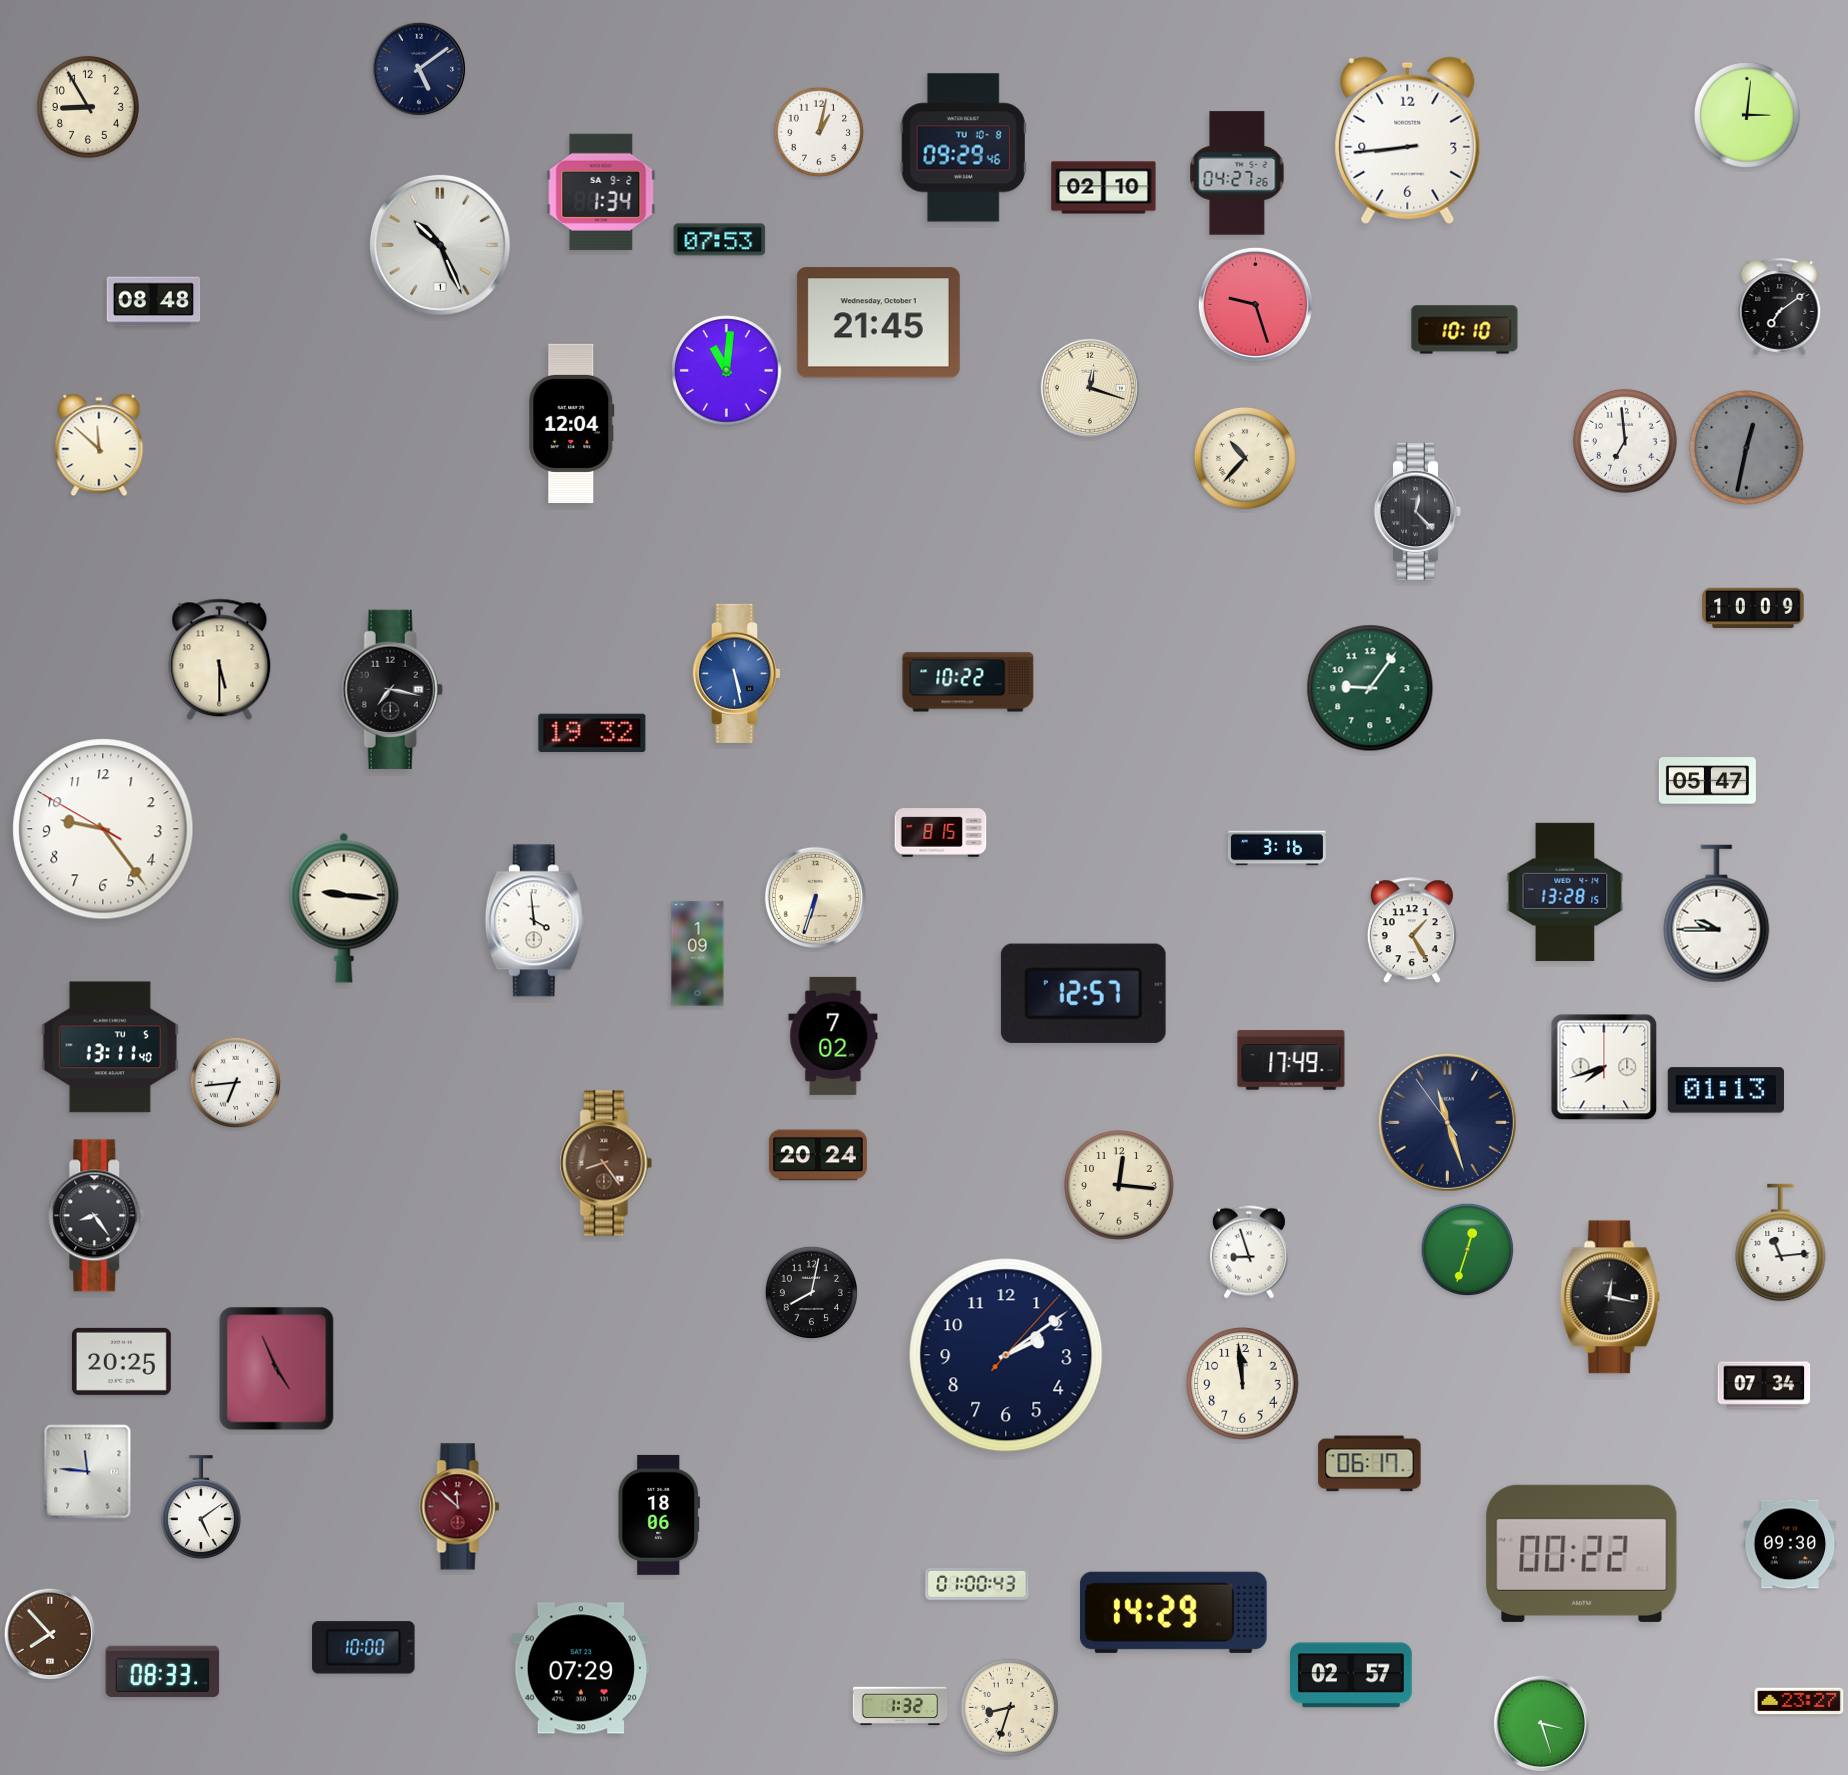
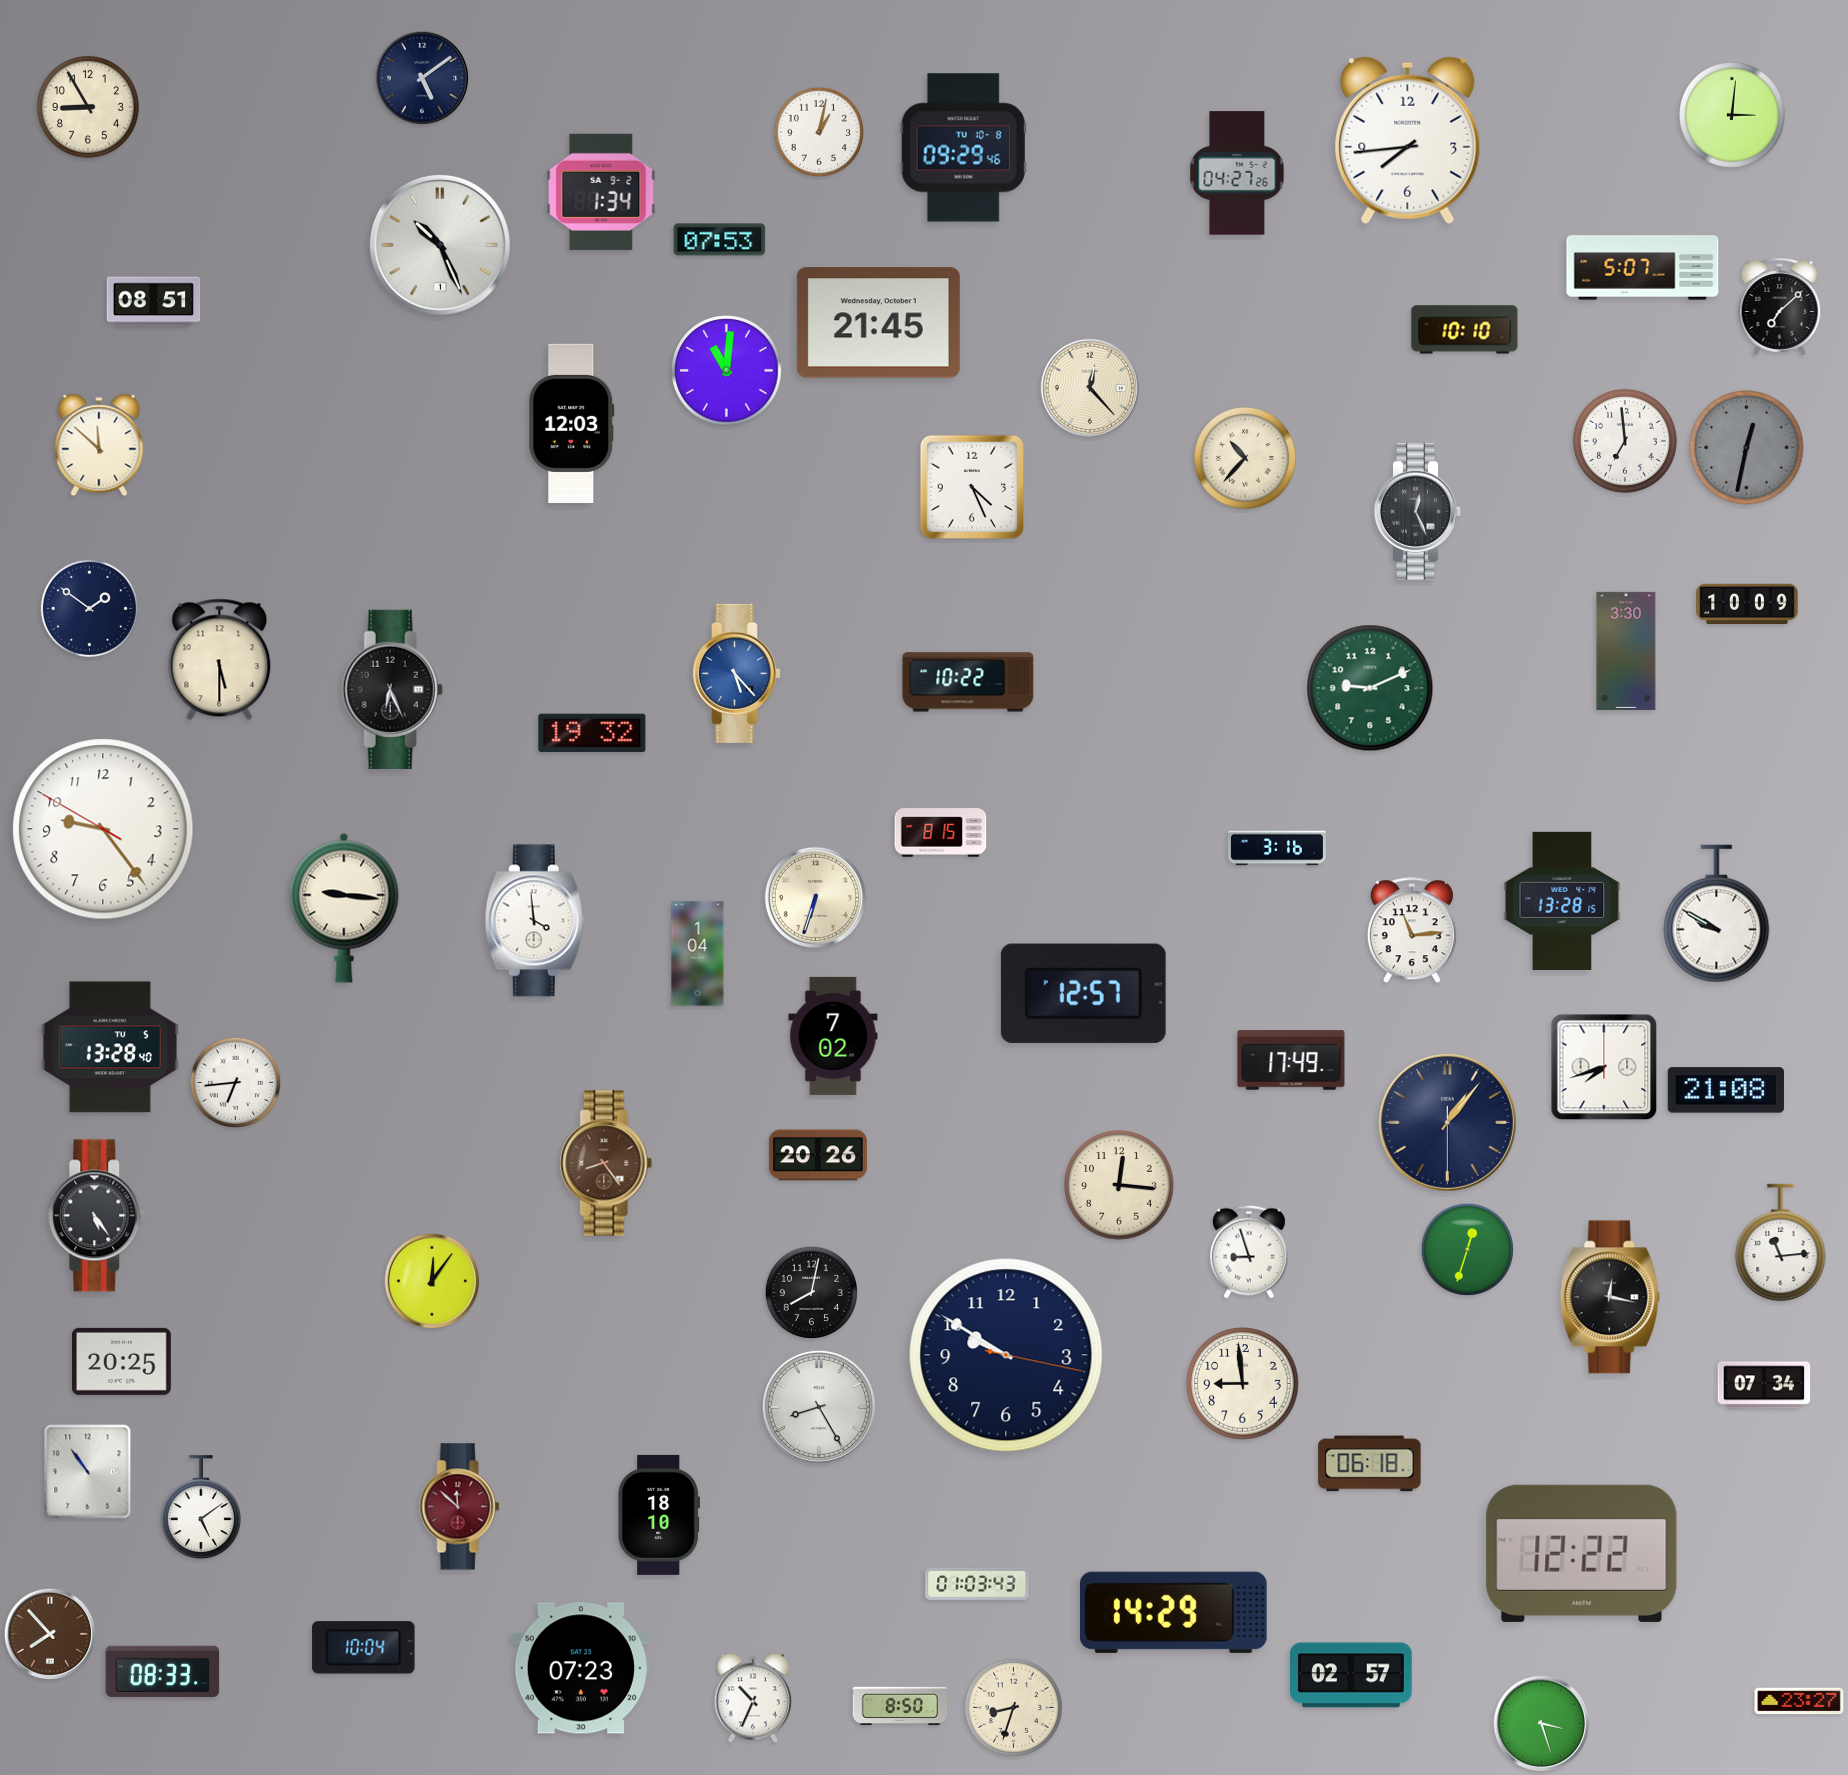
clock at (419, 69) position: (419, 69) -> (422, 78)
clock at (1748, 116) position: (1748, 116) -> (1733, 116)
clock at (1408, 140): 8:44 -> 7:44
clock at (1104, 188): 02:10 -> none
clock at (1643, 268): none -> 5:07
clock at (154, 302): 08:48 -> 08:51
clock at (1255, 304): 9:27 -> none
clock at (1780, 307): 7:09 -> 7:08
clock at (1089, 387): 12:18 -> 12:23
clock at (572, 423): 12:04 -> 12:03
clock at (972, 487): none -> 4:26
clock at (1418, 511): 12:23 -> 12:26
clock at (89, 608): none -> 1:51
clock at (1753, 608) position: (1753, 608) -> (1747, 604)
clock at (1626, 651): none -> 3:30
clock at (736, 673): 5:28 -> 5:23
clock at (1370, 688): 9:06 -> 9:11
clock at (392, 689): 7:17 -> 6:26
clock at (1707, 781): 05:47 -> none
clock at (1565, 892) position: (1565, 892) -> (1562, 901)
clock at (1717, 914): 9:45 -> 9:50
clock at (1412, 931): 1:25 -> 11:14
clock at (698, 954): 1:09 -> 1:04
clock at (110, 1047): 13:11 -> 13:28
clock at (1726, 1090): 01:13 -> 21:08
clock at (1447, 1122): 11:26 -> 1:06
clock at (818, 1155): 20:24 -> 20:26
clock at (97, 1216): 8:24 -> 5:24
clock at (432, 1280): none -> 12:06
clock at (1006, 1355): 2:09 -> 9:50
clock at (277, 1369): 4:56 -> none
clock at (1243, 1384): 11:59 -> 8:59
clock at (819, 1407): none -> 8:25
clock at (1370, 1464): 06:17 -> 06:18
clock at (88, 1472): 11:46 -> 10:54
clock at (658, 1515): 18:06 -> 18:10
clock at (1790, 1544): 09:30 -> none
clock at (1582, 1553): 00:22 -> 12:22
clock at (977, 1584): 01:00 -> 01:03
clock at (364, 1648): 10:00 -> 10:04
clock at (580, 1668): 07:29 -> 07:23
clock at (753, 1698): none -> 10:34
clock at (900, 1706): 1:32 -> 8:50
clock at (1009, 1707) position: (1009, 1707) -> (1013, 1707)
